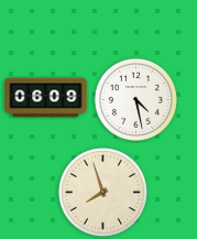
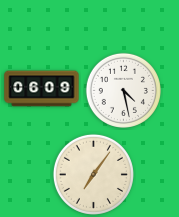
clock at (102, 192): 7:57 -> 7:06
